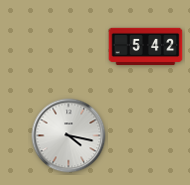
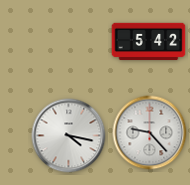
clock at (146, 47) position: (146, 47) -> (149, 42)
clock at (150, 133): none -> 9:23
